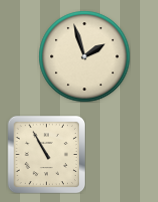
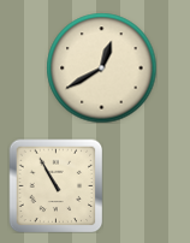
clock at (84, 56): 1:57 -> 12:40
